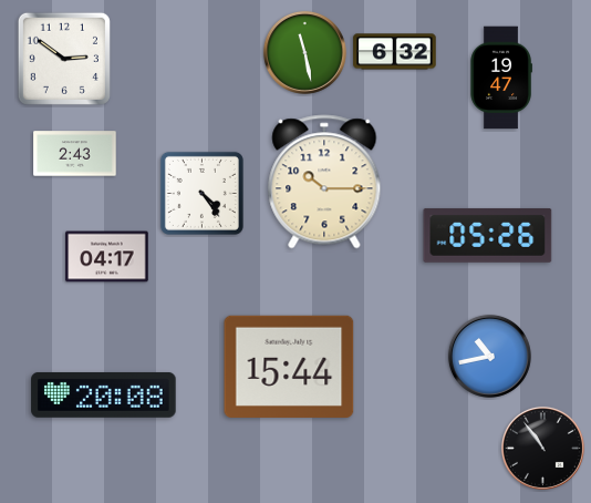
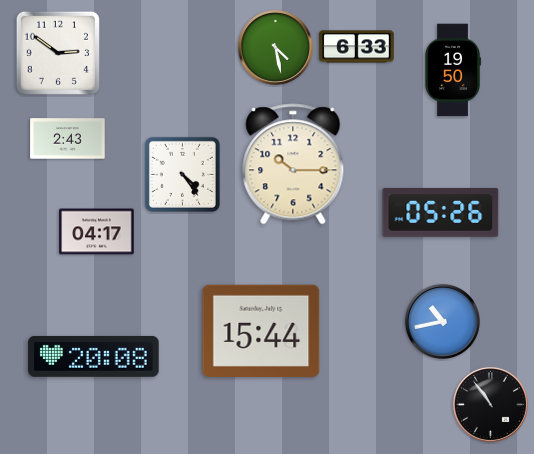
clock at (304, 52): 11:28 -> 4:28
clock at (395, 52): 6:32 -> 6:33
clock at (501, 78): 19:47 -> 19:50
